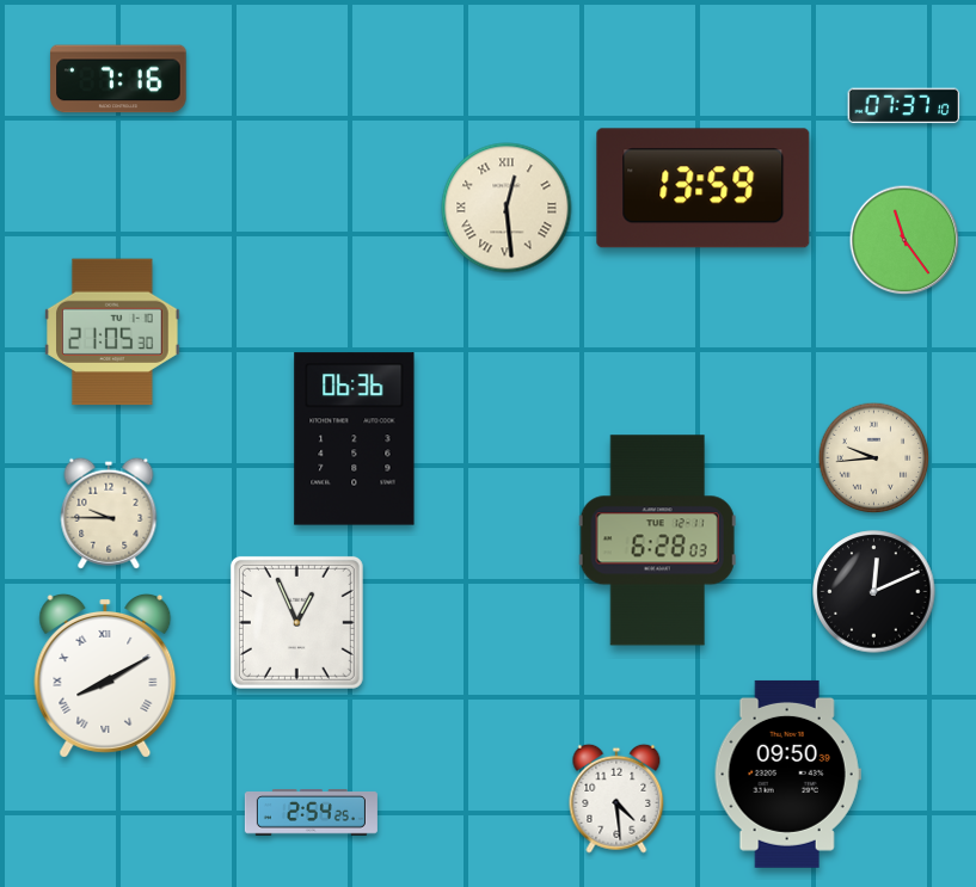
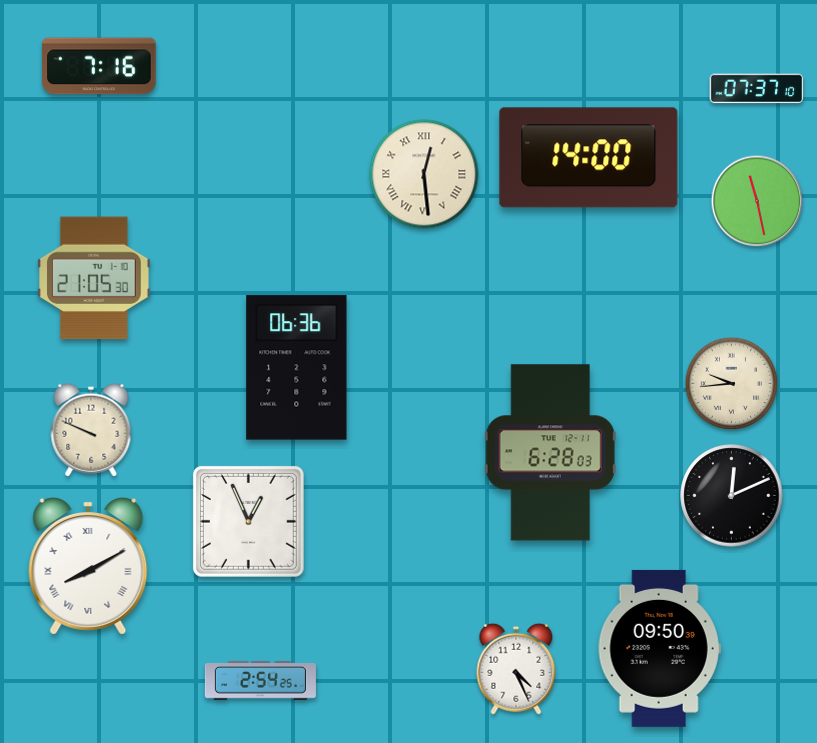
clock at (704, 189): 13:59 -> 14:00
clock at (904, 240): 11:24 -> 11:28
clock at (109, 513): 9:45 -> 9:49
clock at (616, 799): 4:29 -> 4:26
